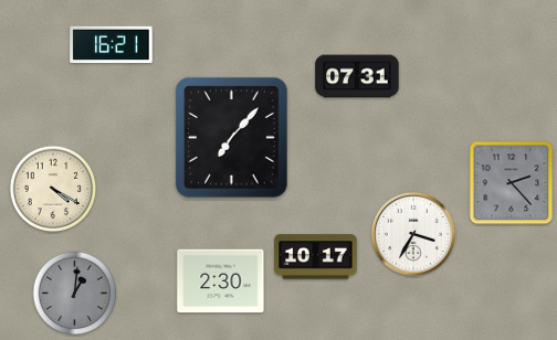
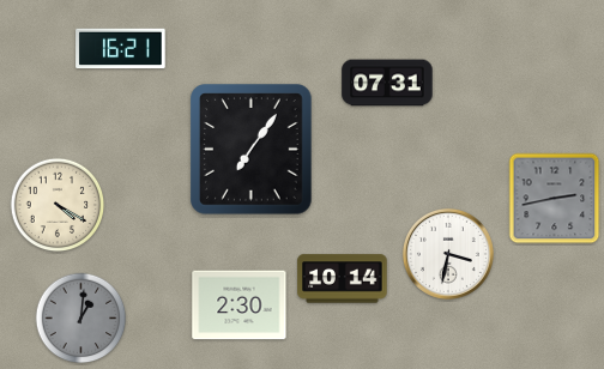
clock at (232, 138): 7:07 -> 7:06
clock at (512, 183): 2:23 -> 2:43
clock at (413, 234): 3:35 -> 3:32
clock at (316, 257): 10:17 -> 10:14
